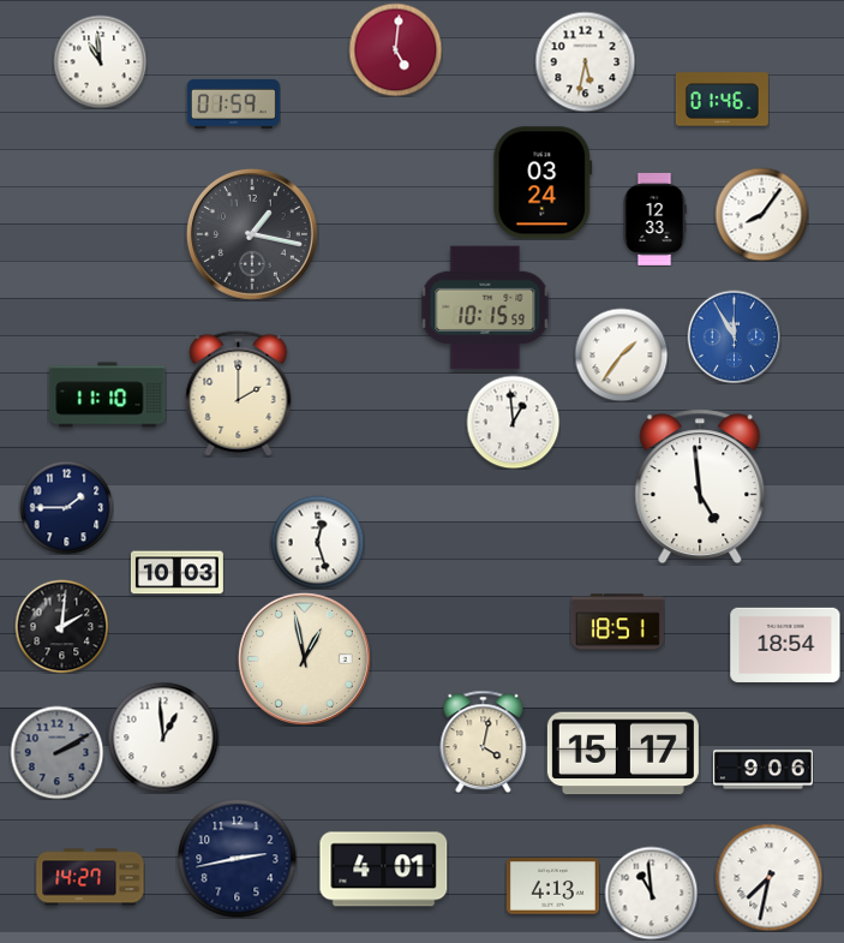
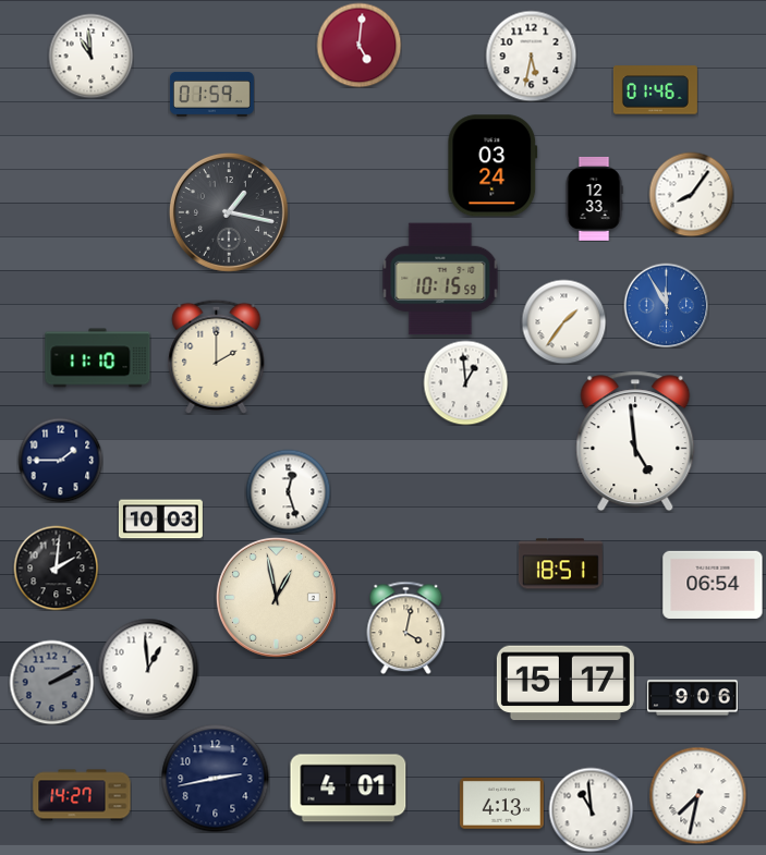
clock at (785, 645): 18:54 -> 06:54
clock at (484, 741) position: (484, 741) -> (406, 627)
